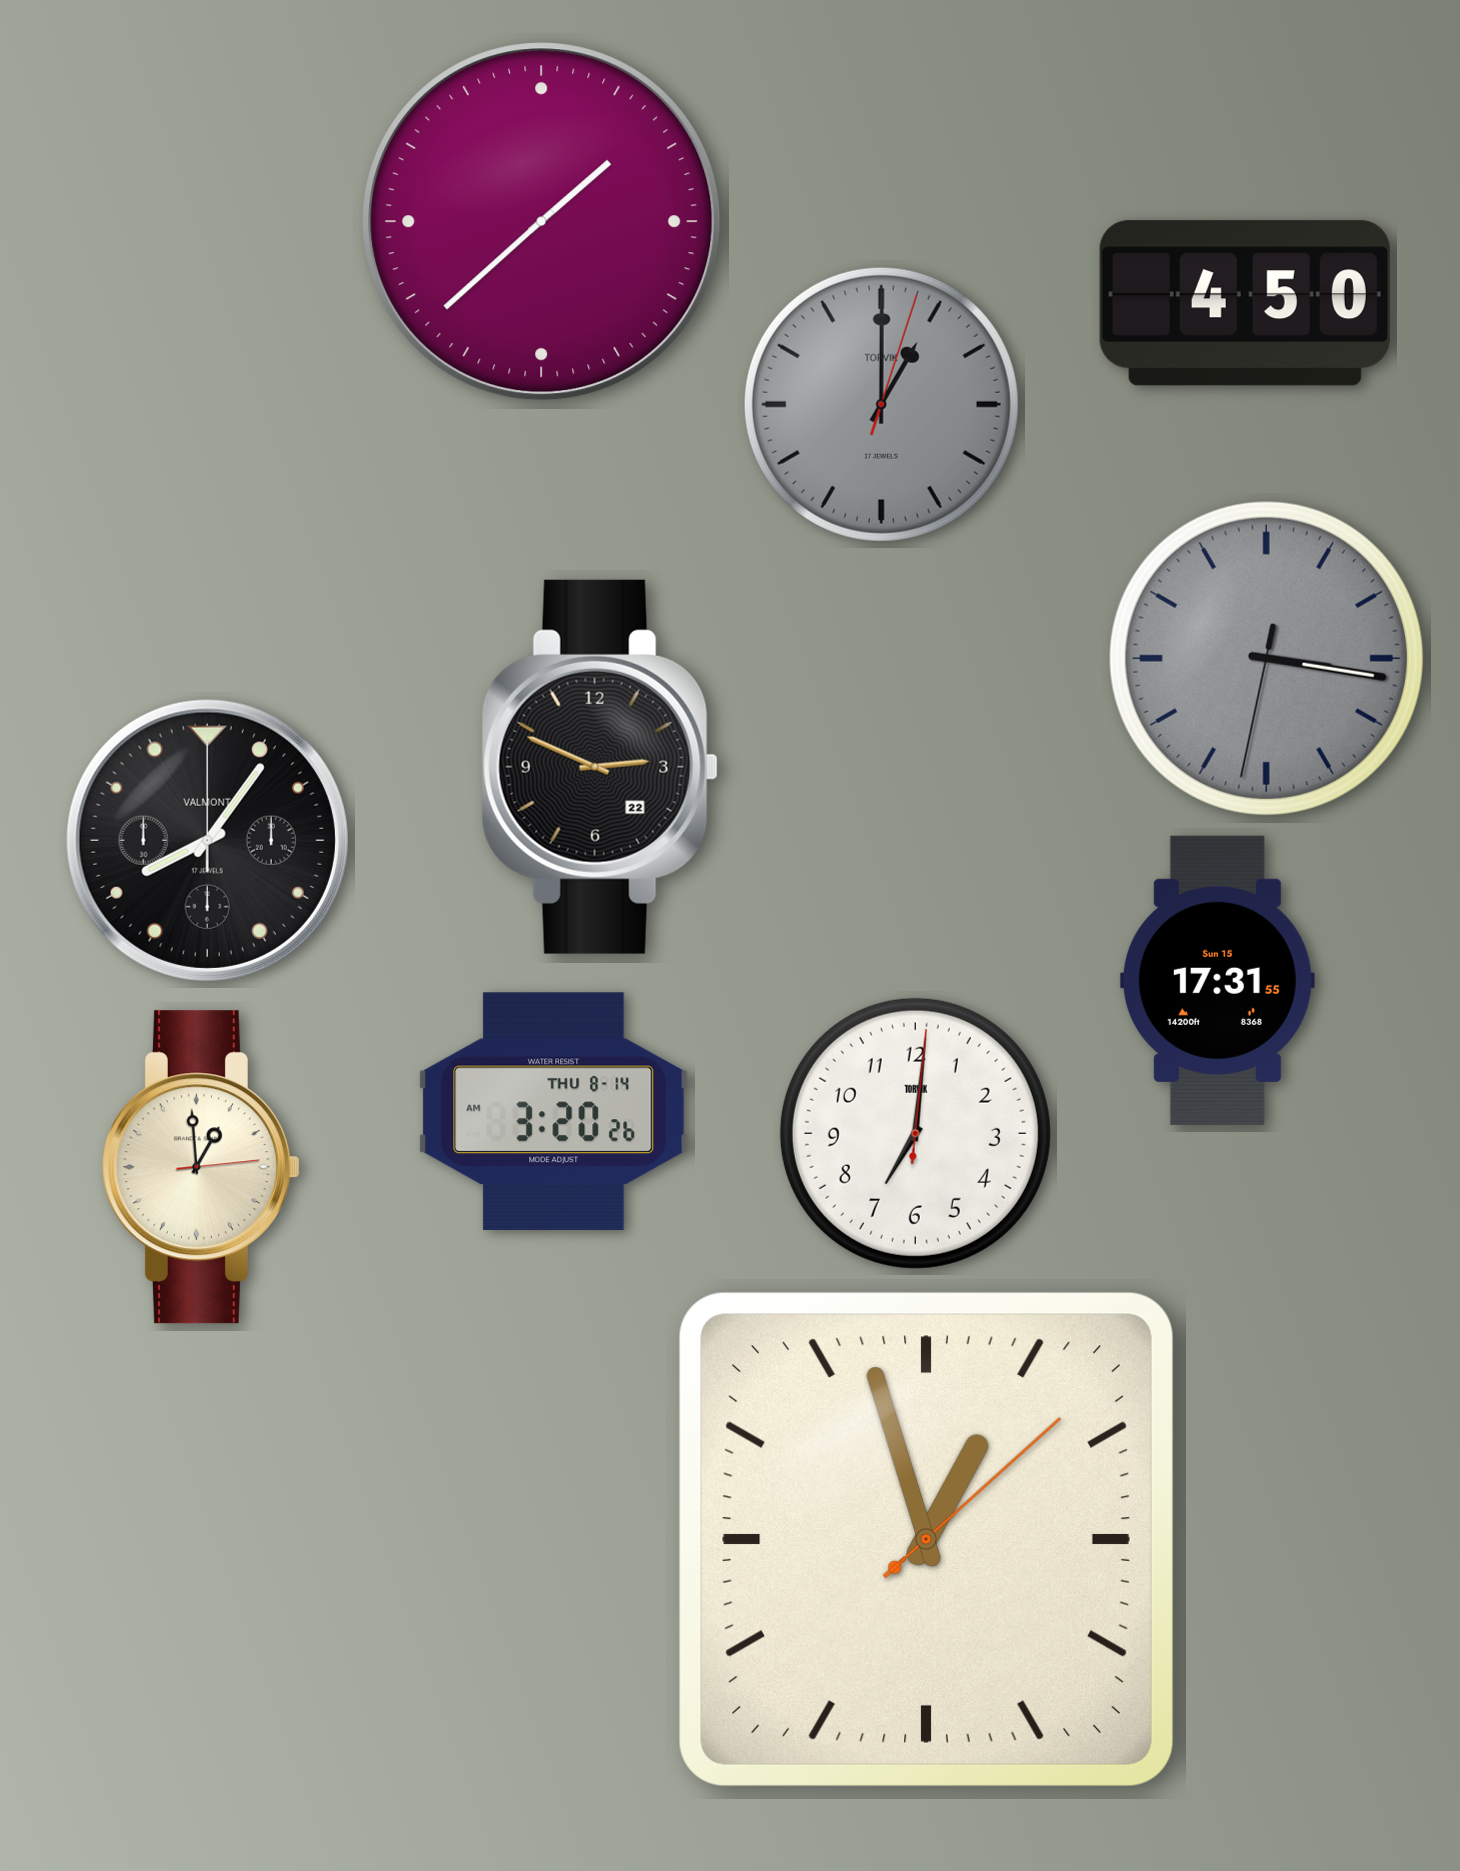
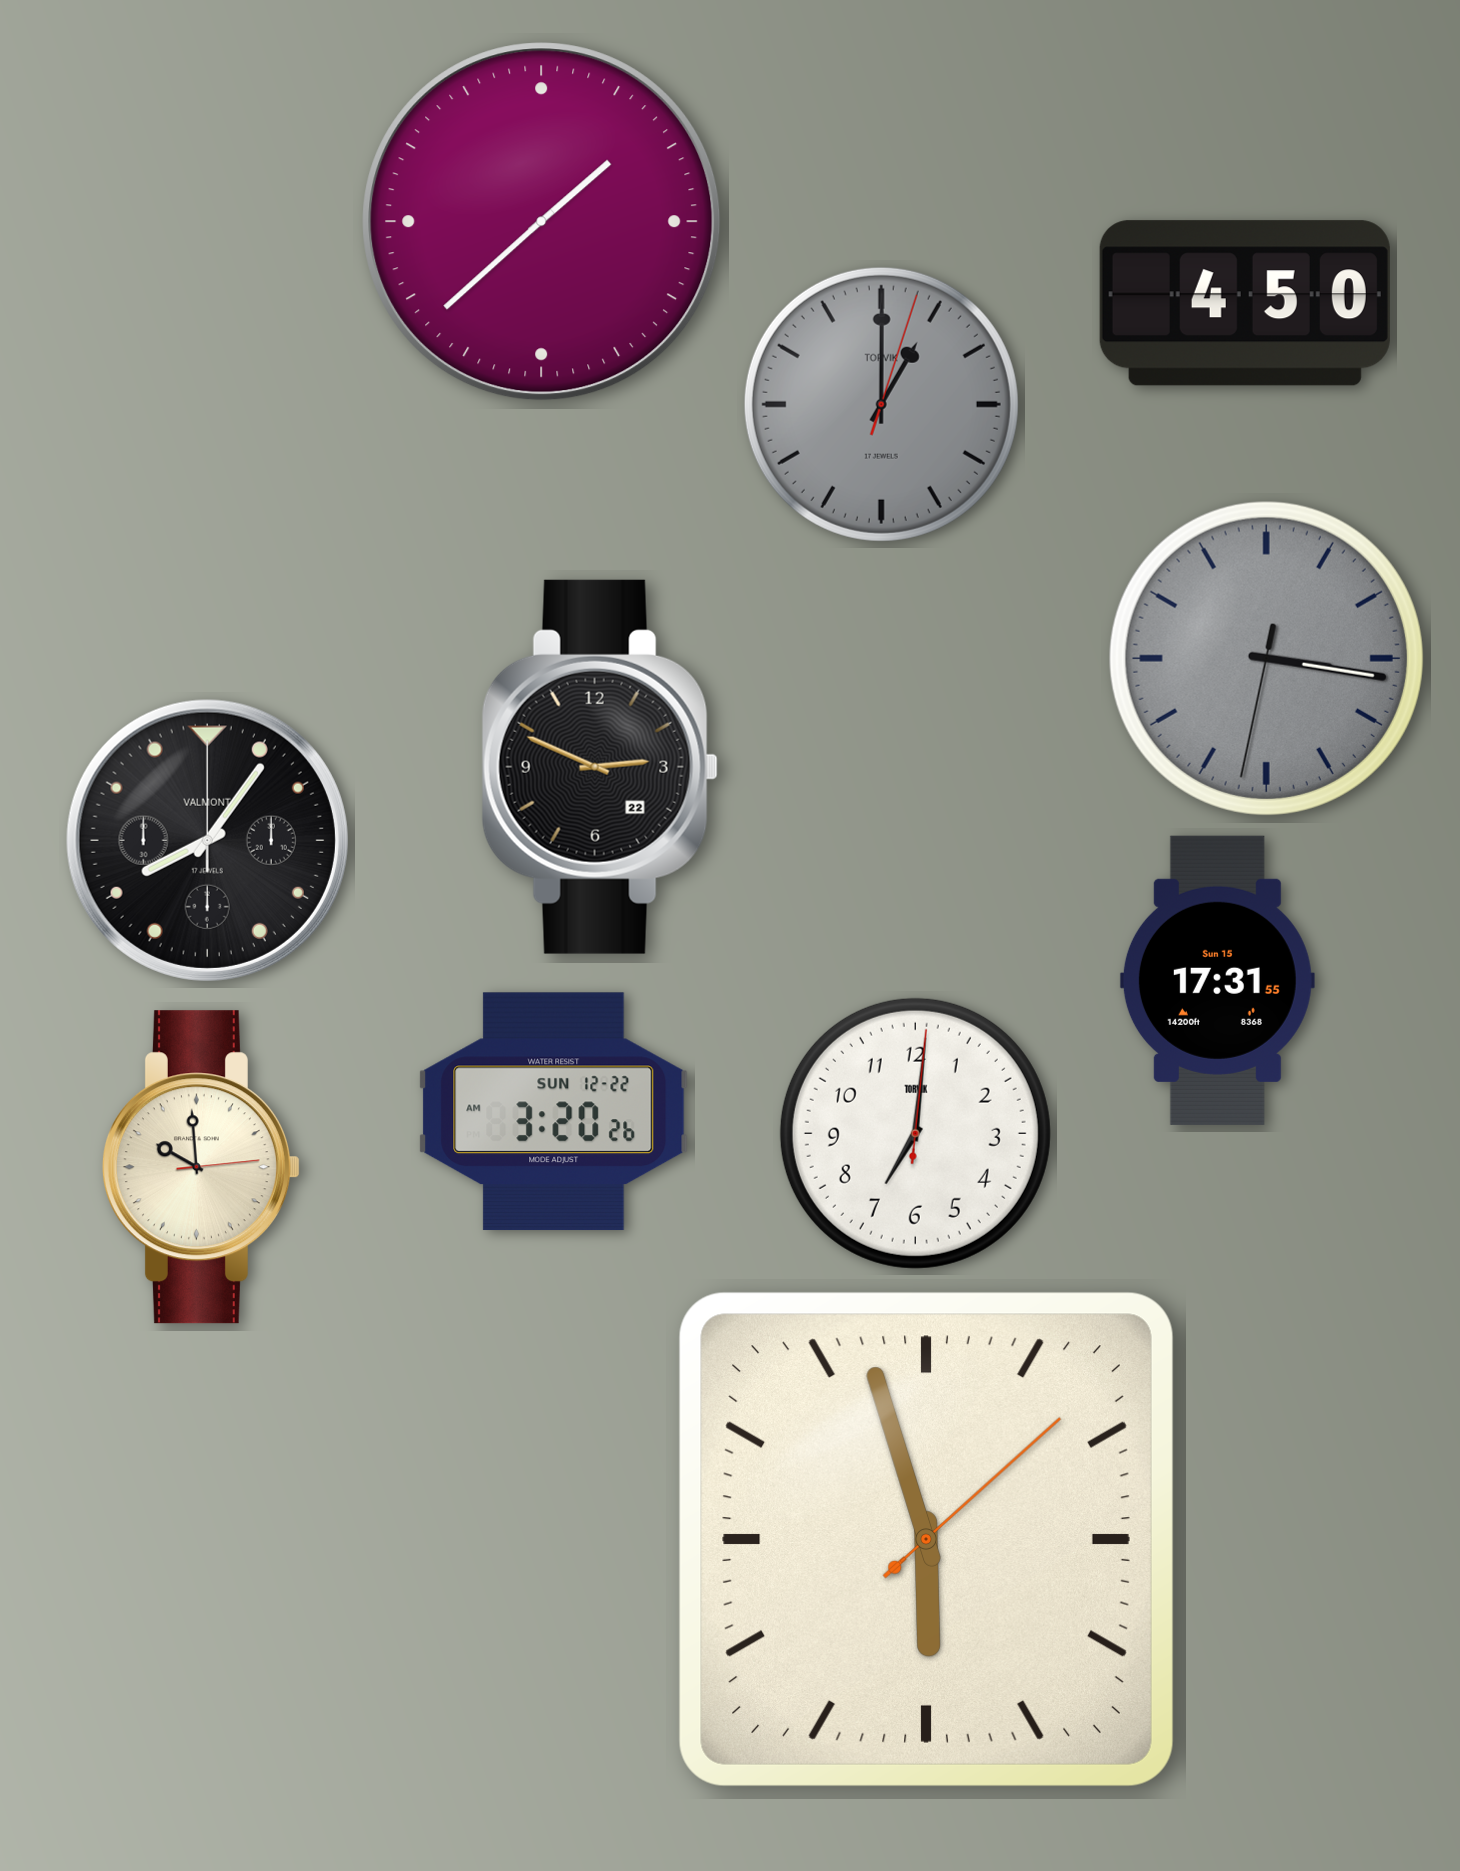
clock at (554, 1112) date: THU 8-14 -> SUN 12-22
clock at (201, 1167): 12:59 -> 9:59
clock at (926, 1539): 12:57 -> 5:57
